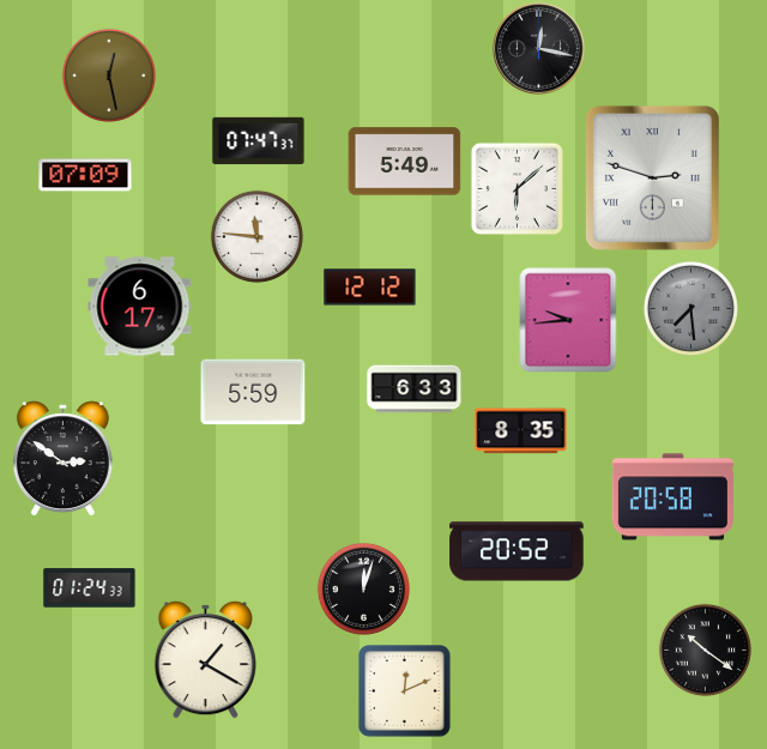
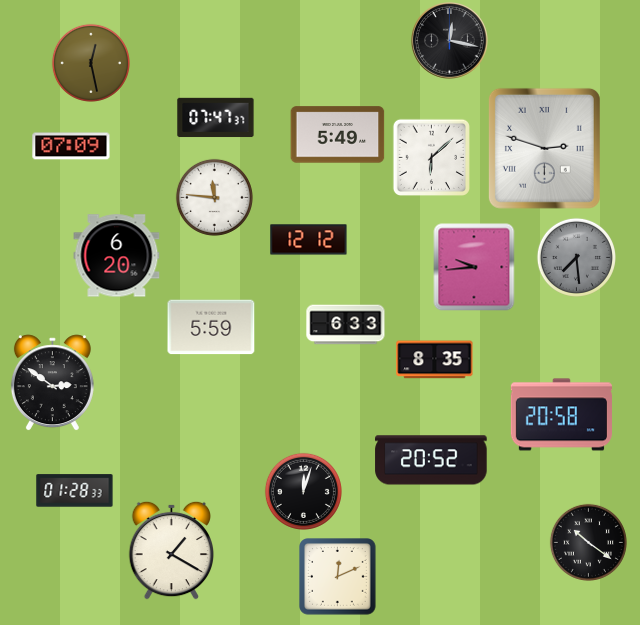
clock at (140, 307): 6:17 -> 6:20
clock at (90, 588): 01:24 -> 01:28
